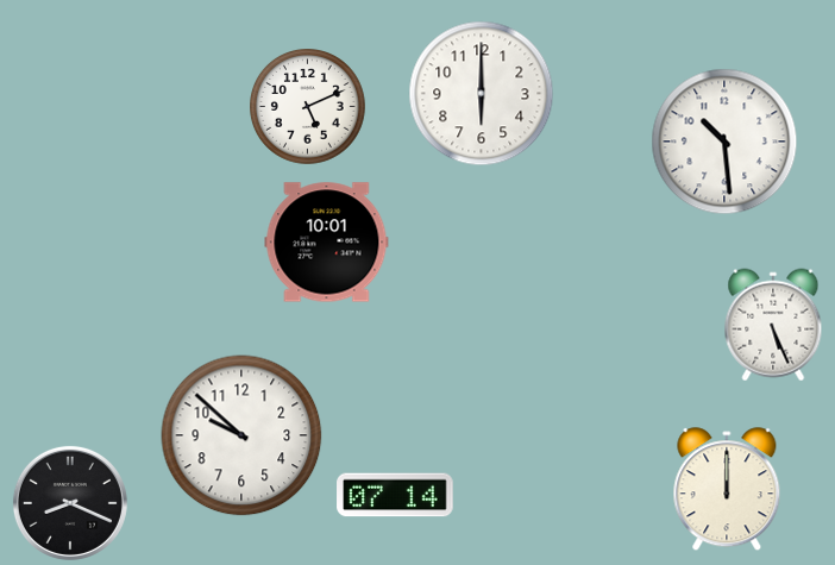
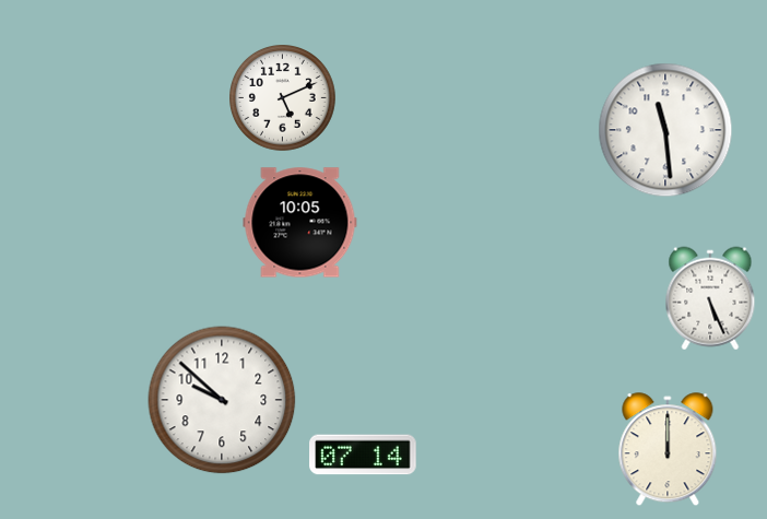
clock at (482, 94): 6:00 -> none
clock at (724, 142): 10:29 -> 11:29
clock at (327, 243): 10:01 -> 10:05
clock at (70, 503): 8:19 -> none
